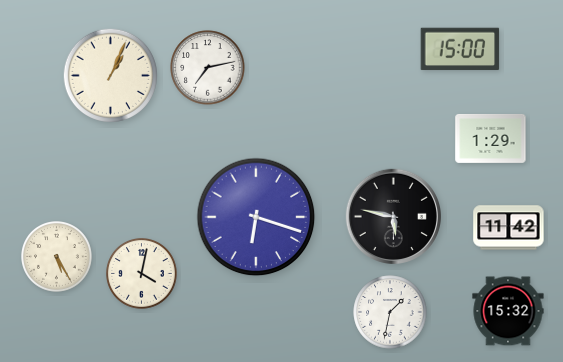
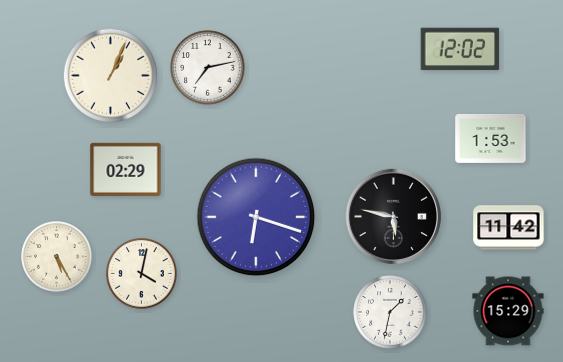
clock at (460, 49): 15:00 -> 12:02
clock at (491, 138): 1:29 -> 1:53
clock at (126, 169): none -> 02:29
clock at (508, 311): 15:32 -> 15:29
